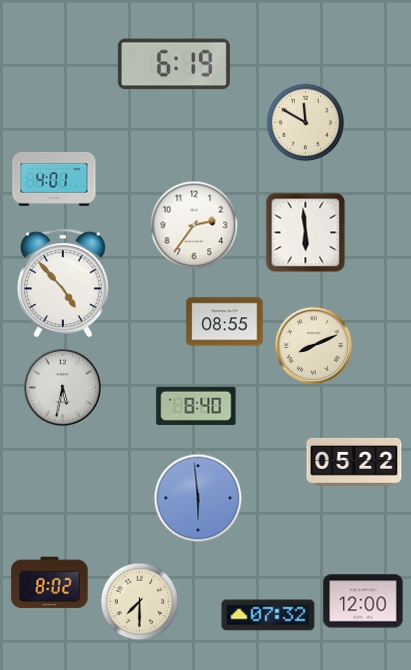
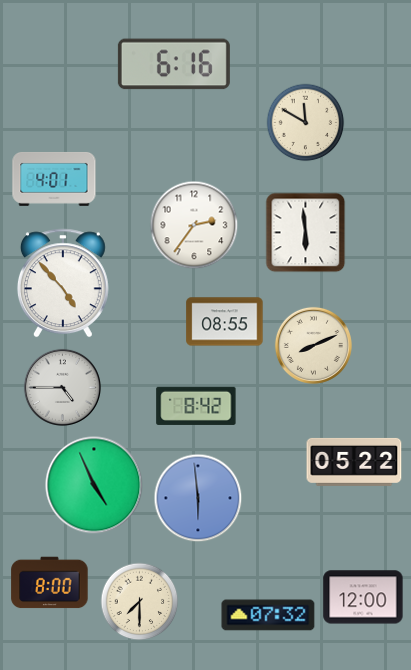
clock at (174, 64): 6:19 -> 6:16
clock at (62, 387): 5:32 -> 4:45
clock at (196, 406): 8:40 -> 8:42
clock at (94, 485): none -> 4:56
clock at (50, 583): 8:02 -> 8:00
clock at (363, 601) position: (363, 601) -> (363, 597)
